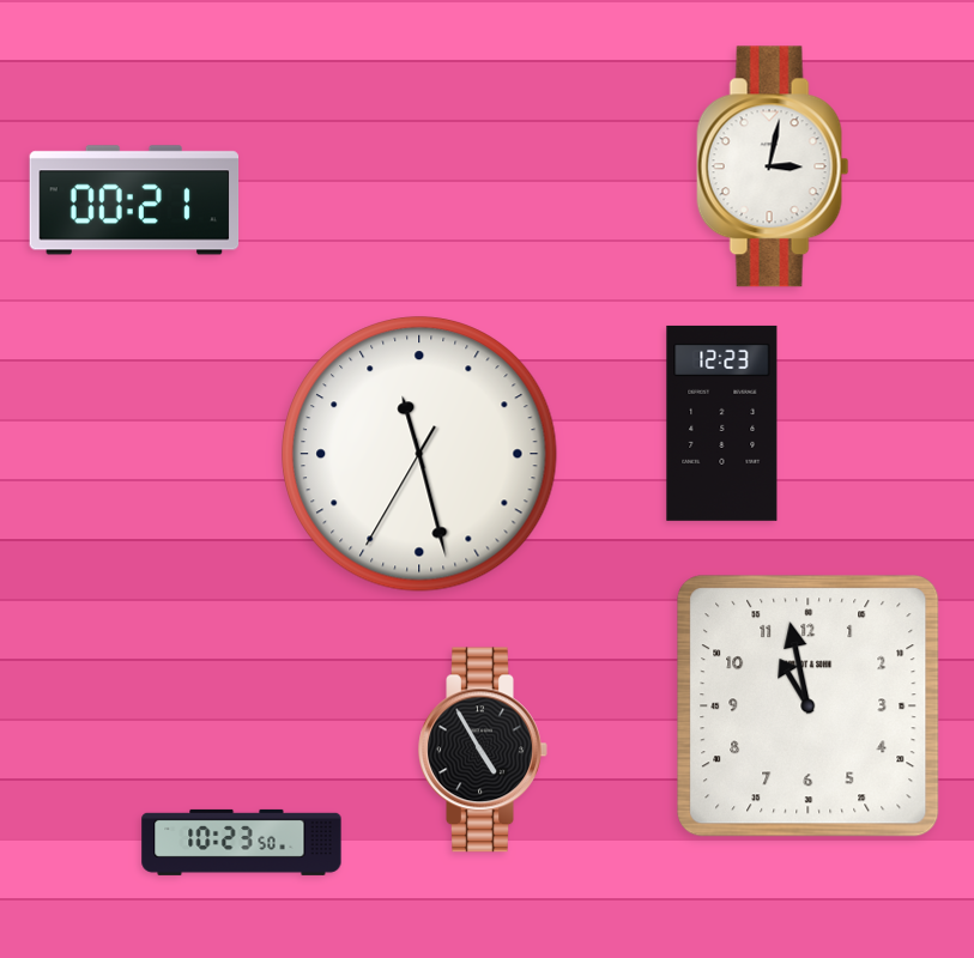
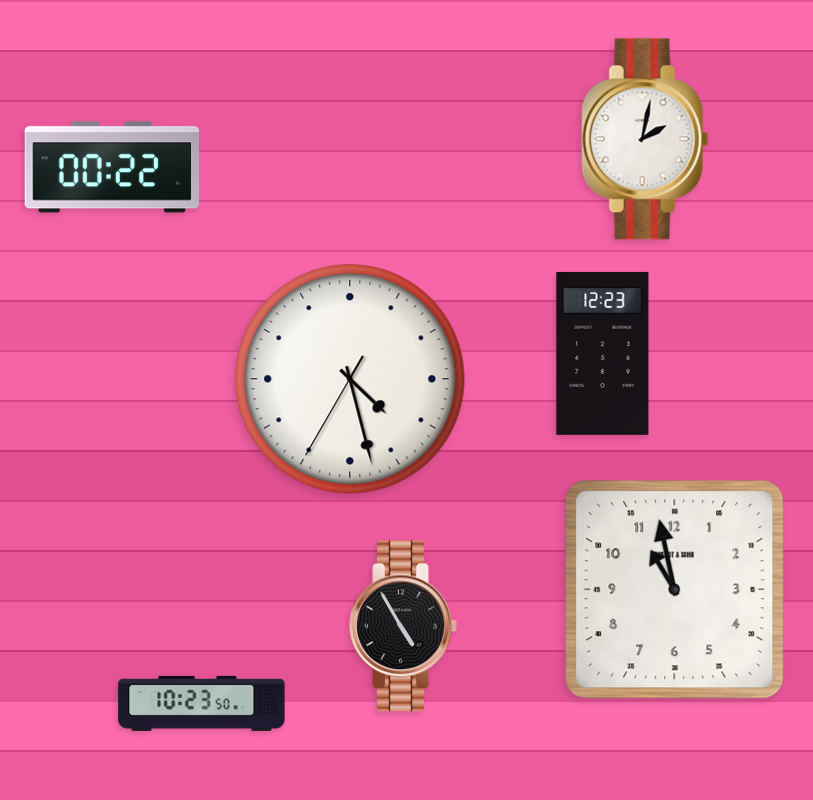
clock at (773, 166): 3:02 -> 2:02
clock at (134, 200): 00:21 -> 00:22
clock at (419, 454): 11:27 -> 4:27
